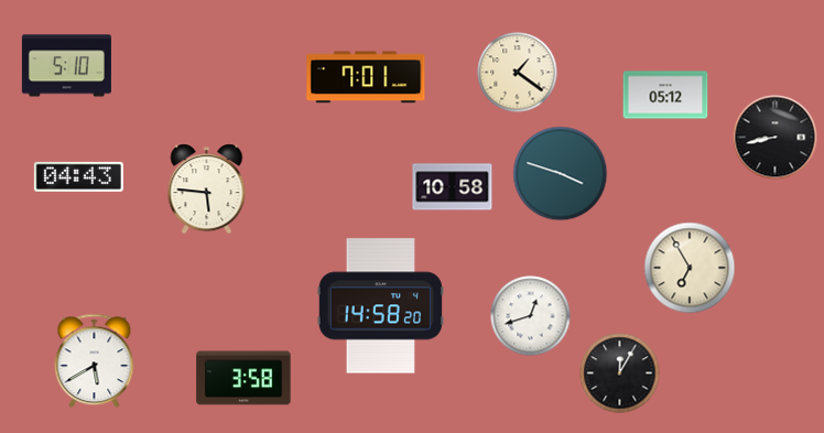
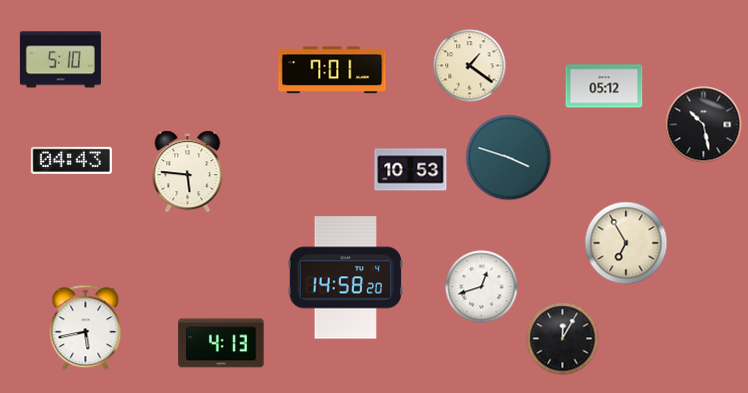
clock at (776, 138): 8:43 -> 10:28
clock at (453, 187): 10:58 -> 10:53
clock at (95, 361): 5:40 -> 5:43
clock at (243, 378): 3:58 -> 4:13
